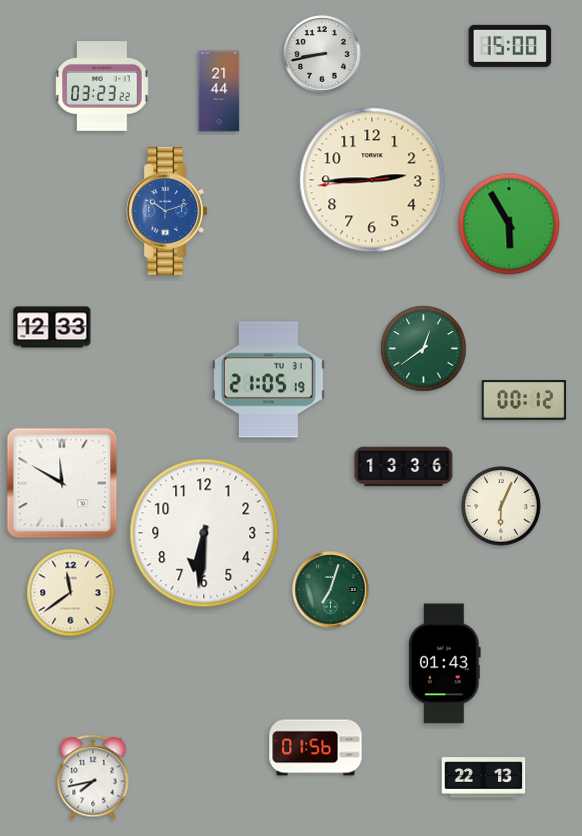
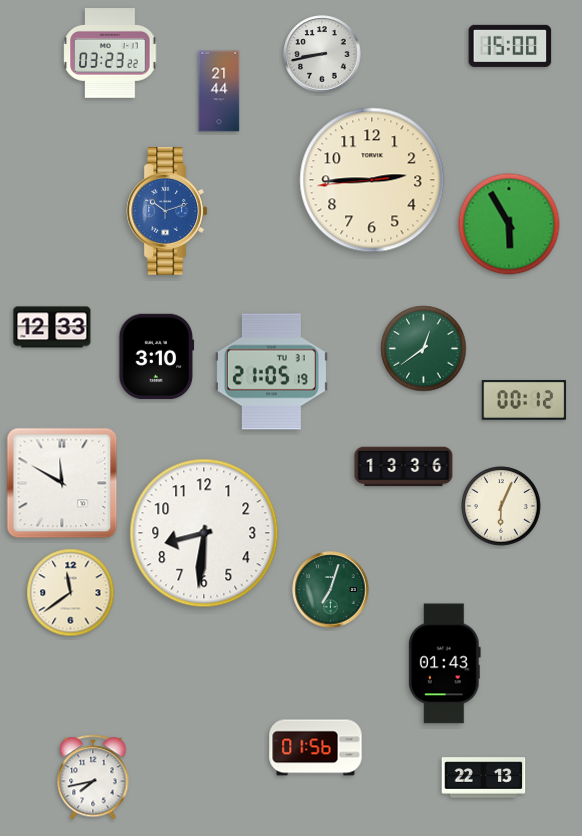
clock at (102, 87) position: (102, 87) -> (110, 54)
clock at (157, 356): none -> 3:10
clock at (268, 380) position: (268, 380) -> (271, 372)
clock at (204, 533): 6:31 -> 8:31
